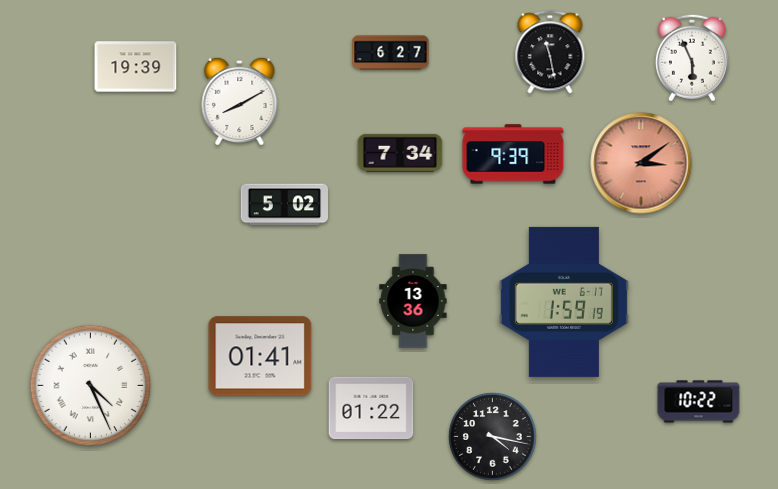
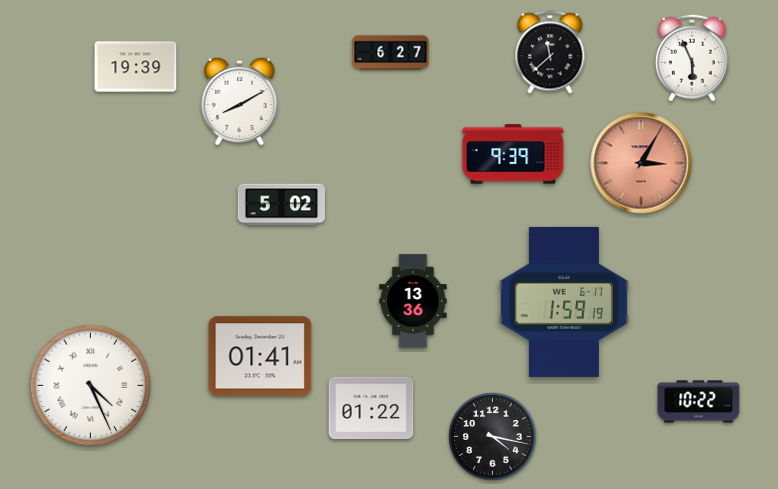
clock at (550, 52): 11:28 -> 11:38
clock at (400, 153): 7:34 -> none
clock at (641, 163): 3:09 -> 3:05
clock at (284, 205) position: (284, 205) -> (281, 205)
